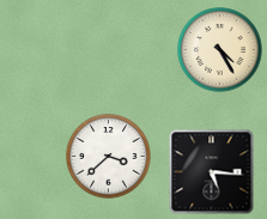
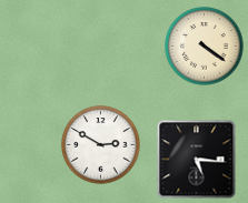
clock at (220, 50): 4:25 -> 4:21
clock at (109, 157): 3:38 -> 2:50
